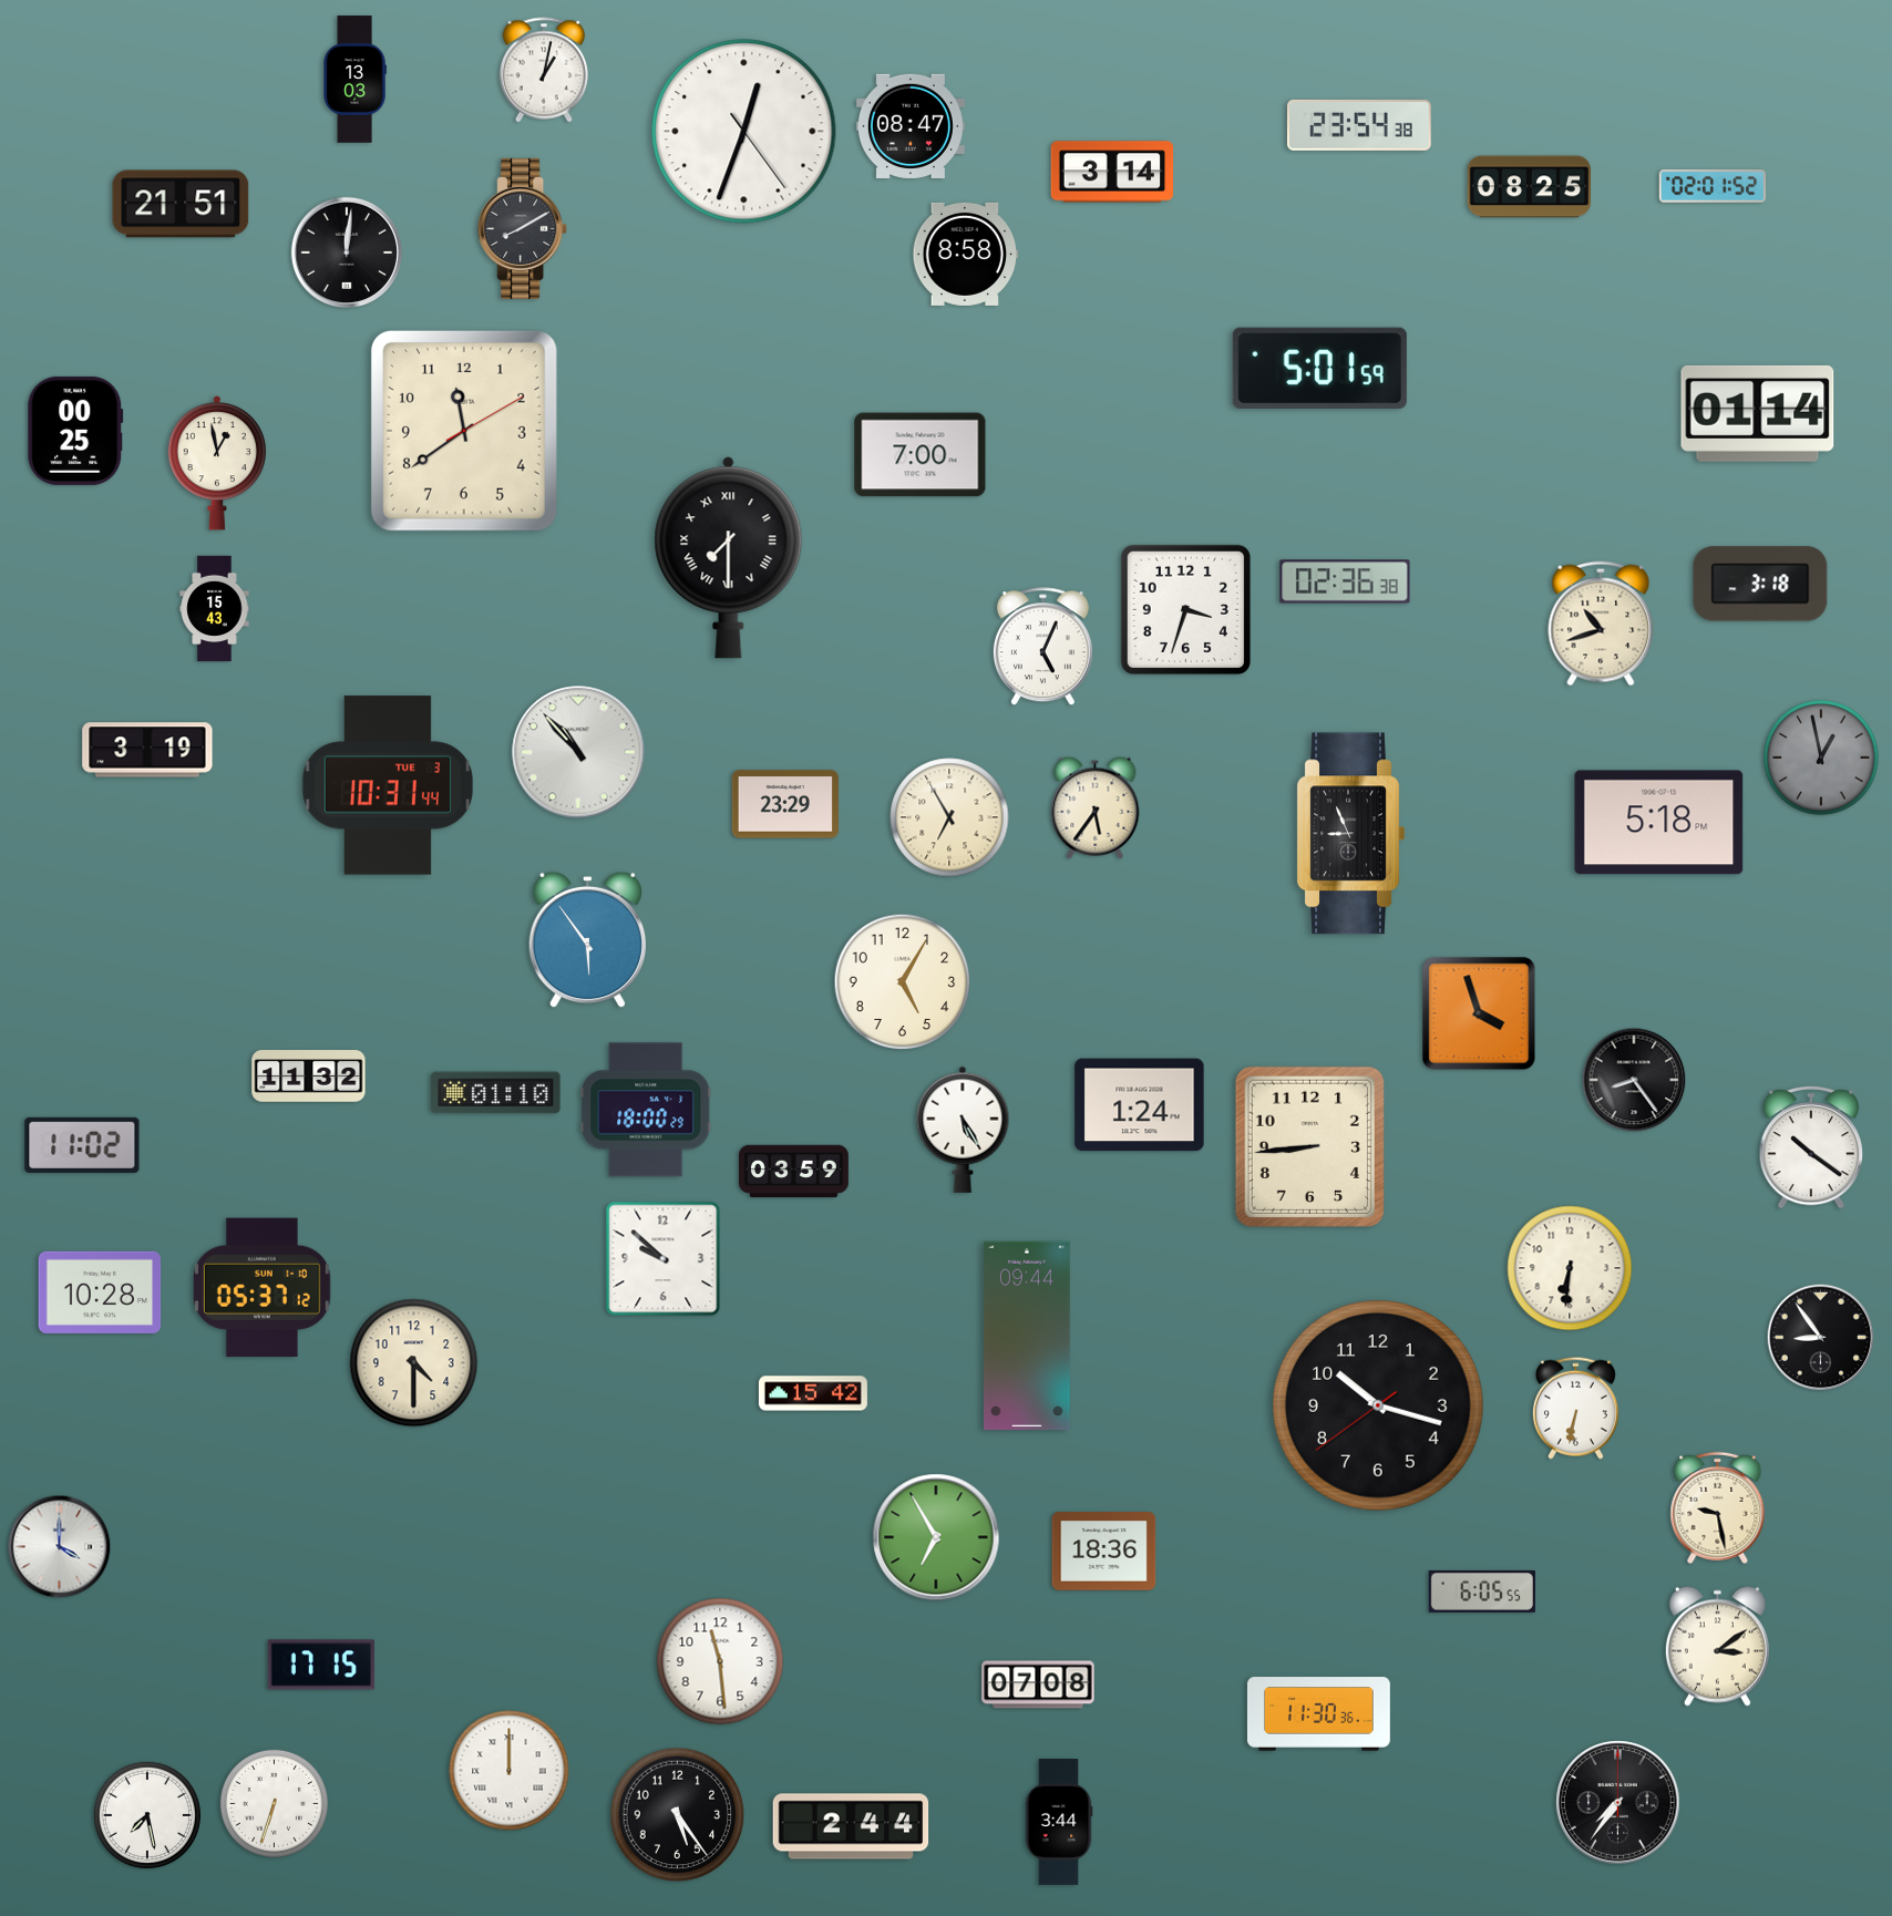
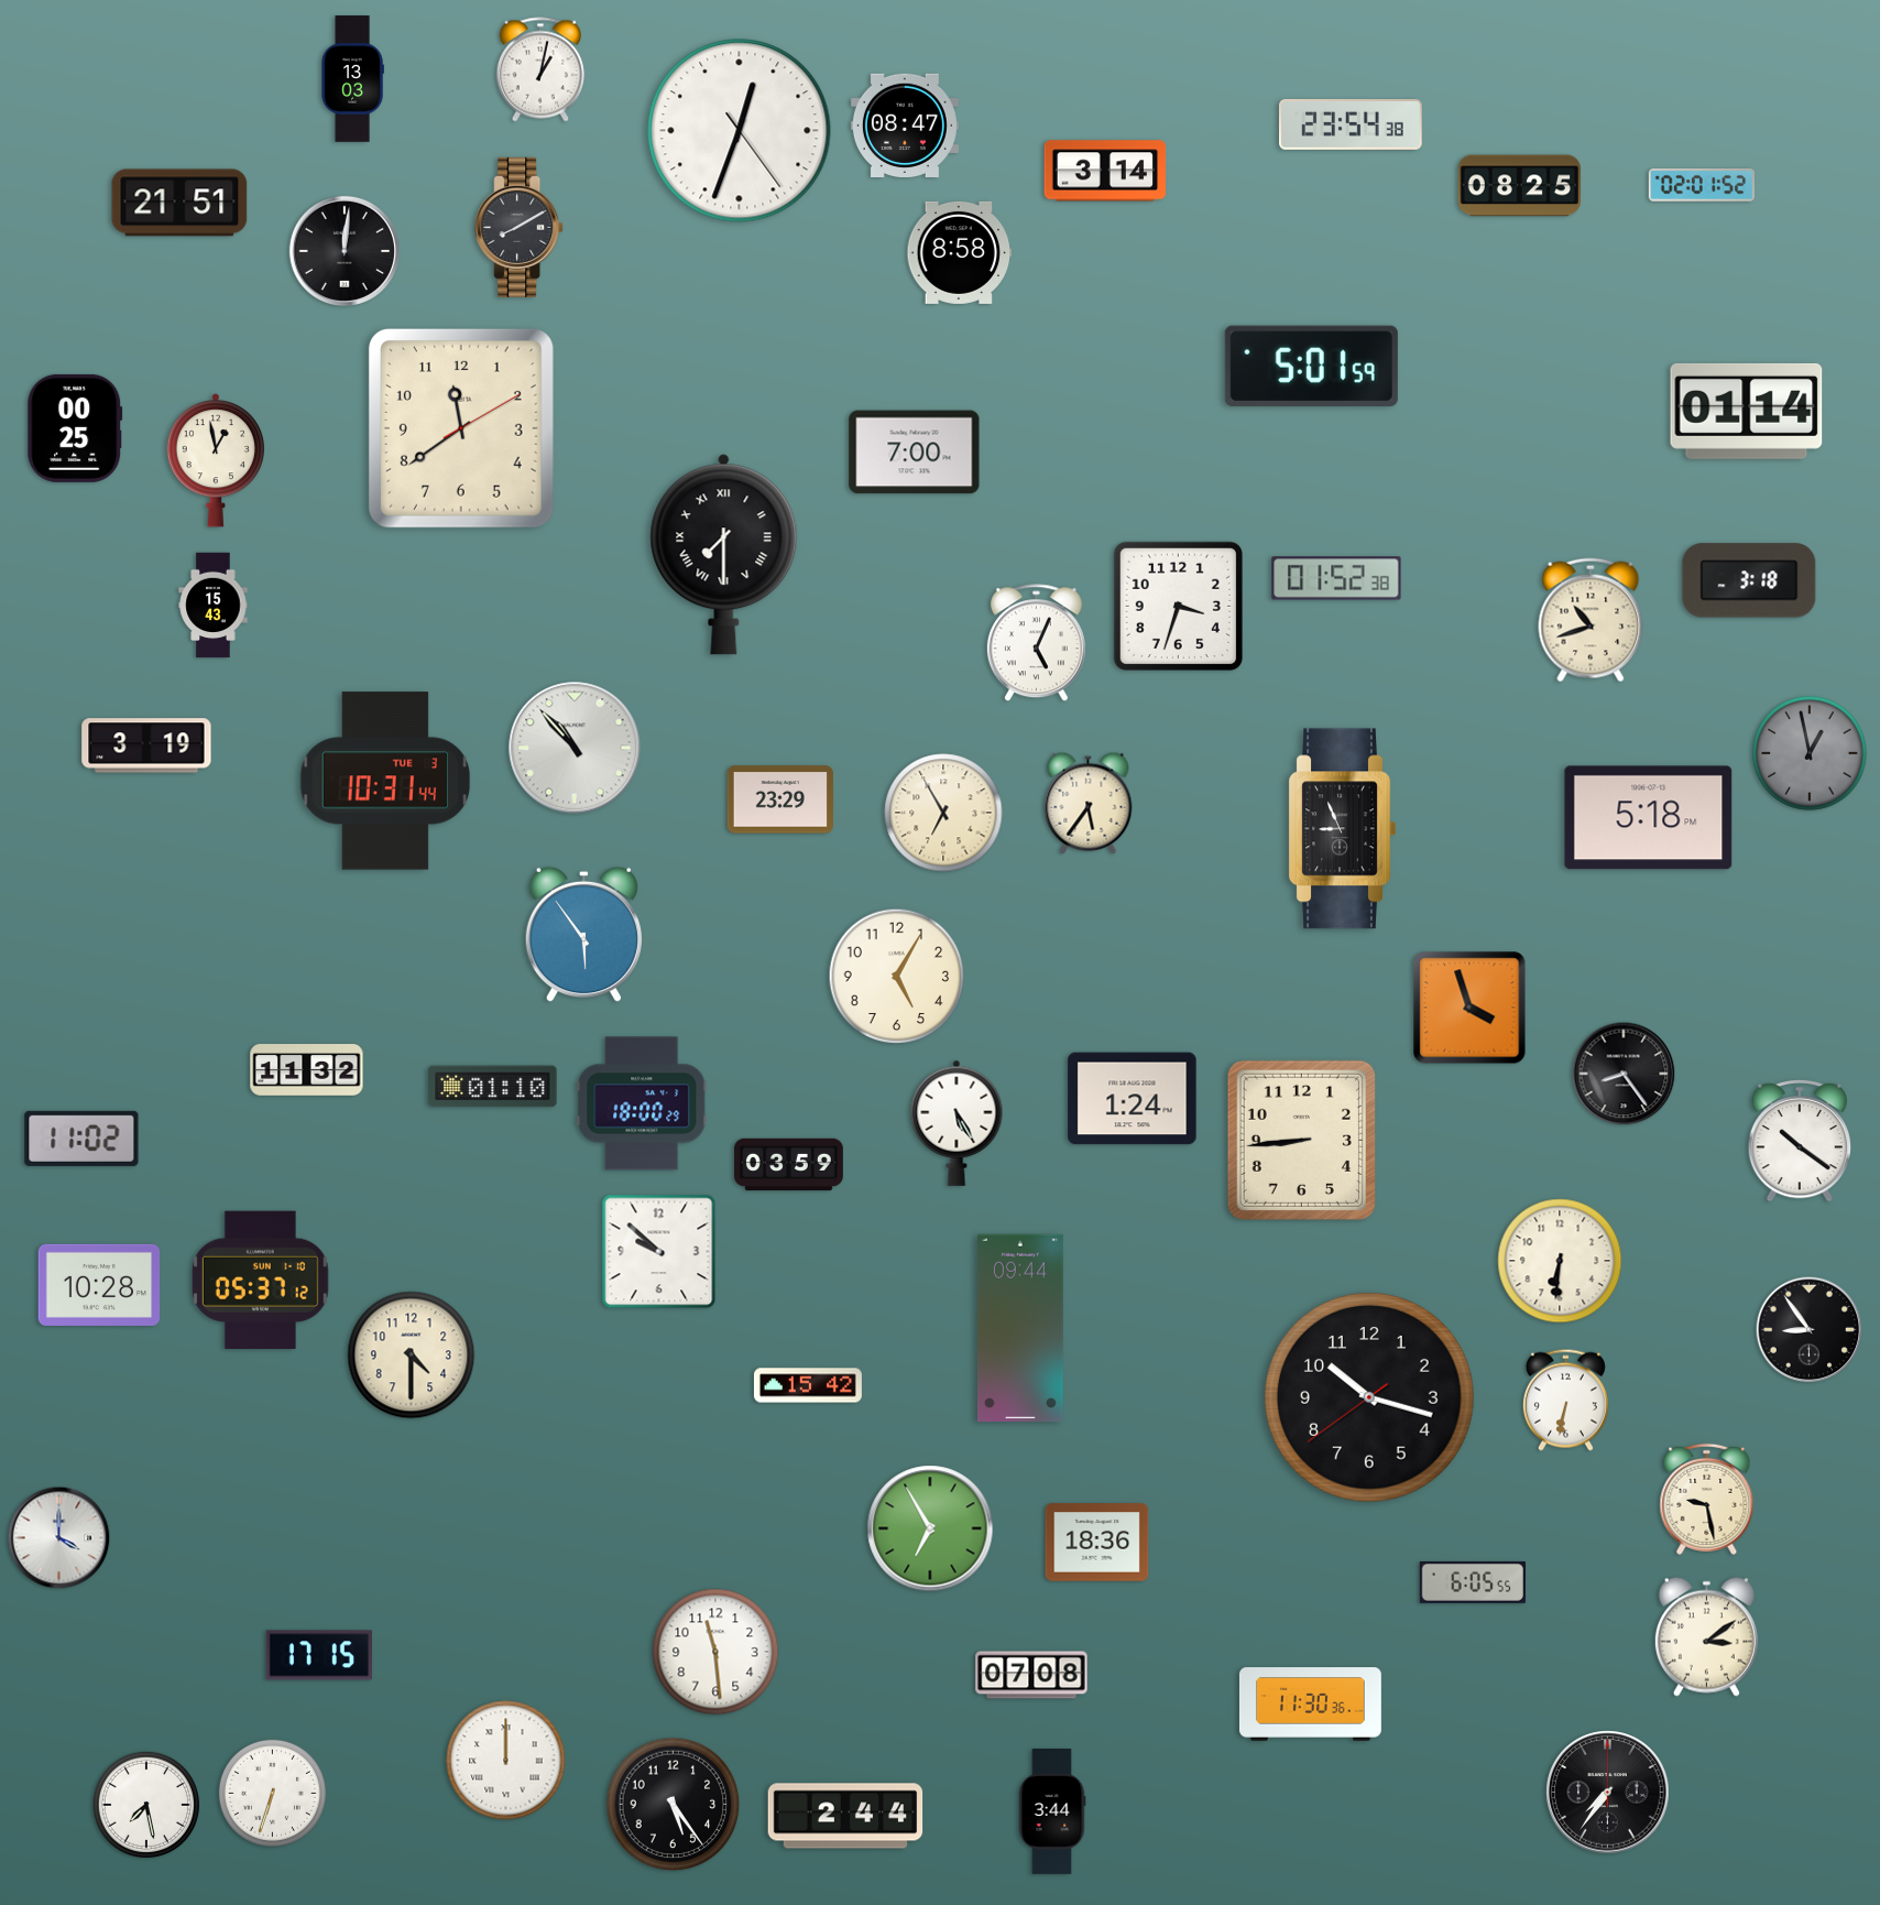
clock at (1345, 581): 02:36 -> 01:52
